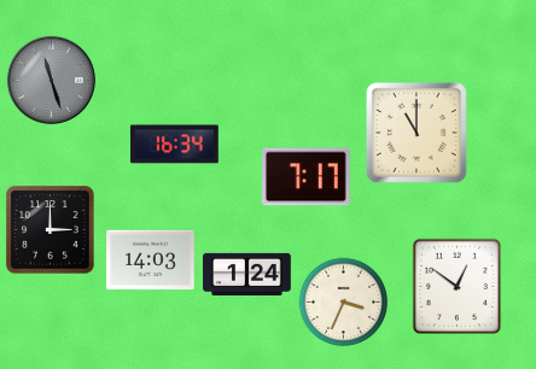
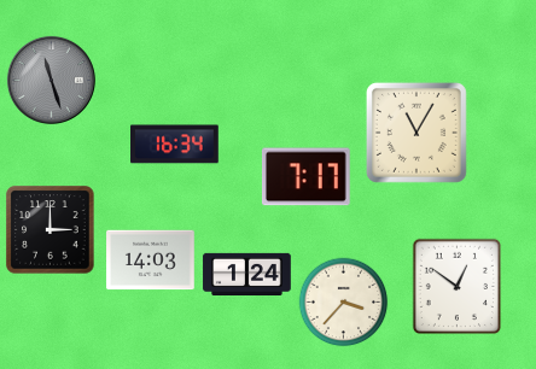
clock at (416, 133): 11:00 -> 11:05
clock at (344, 303): 3:34 -> 3:37
